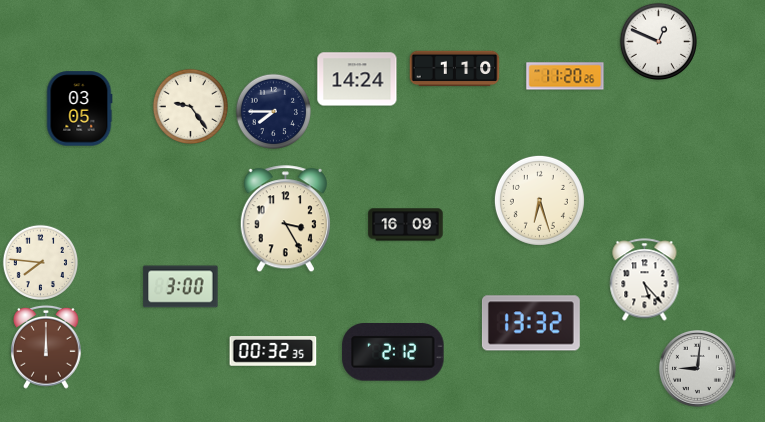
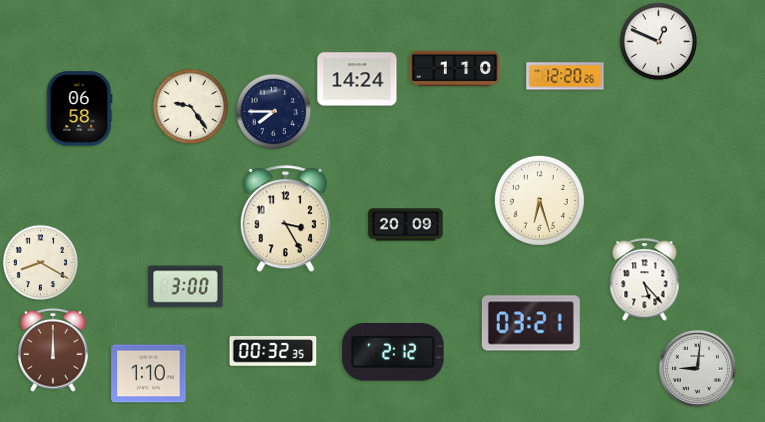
clock at (565, 76): 11:20 -> 12:20
clock at (79, 109): 03:05 -> 06:58
clock at (406, 225): 16:09 -> 20:09
clock at (40, 262): 7:46 -> 8:20
clock at (181, 287) position: (181, 287) -> (186, 287)
clock at (531, 323): 13:32 -> 03:21
clock at (46, 347) position: (46, 347) -> (53, 350)
clock at (149, 374): none -> 1:10
